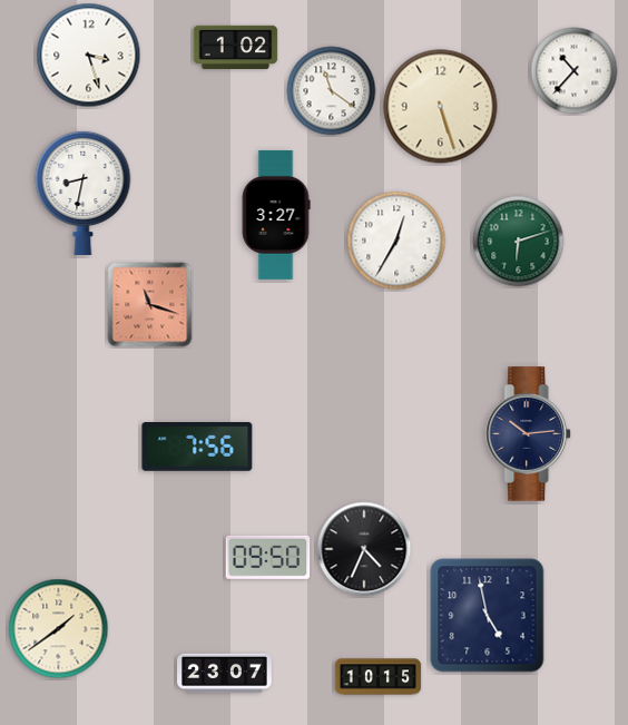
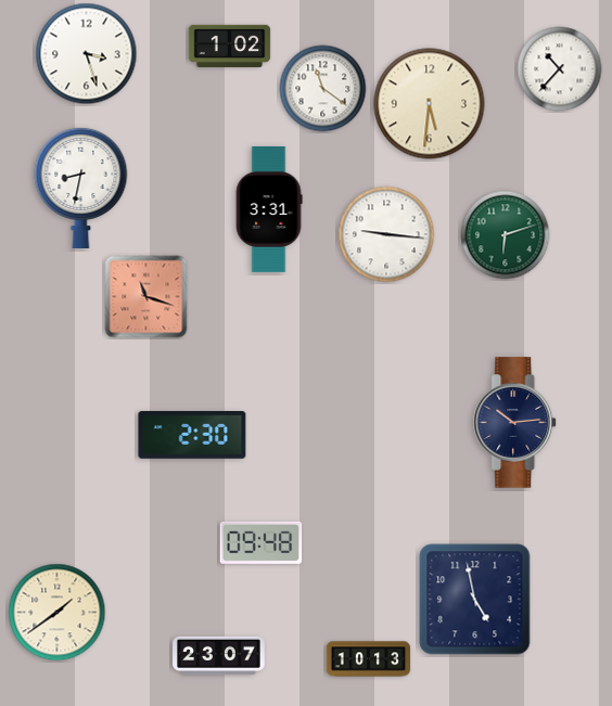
clock at (441, 107): 5:27 -> 5:31
clock at (276, 215): 3:27 -> 3:31
clock at (396, 241): 12:35 -> 9:16
clock at (197, 448): 7:56 -> 2:30
clock at (364, 549): 4:34 -> none
clock at (268, 557): 09:50 -> 09:48
clock at (379, 677): 10:15 -> 10:13
